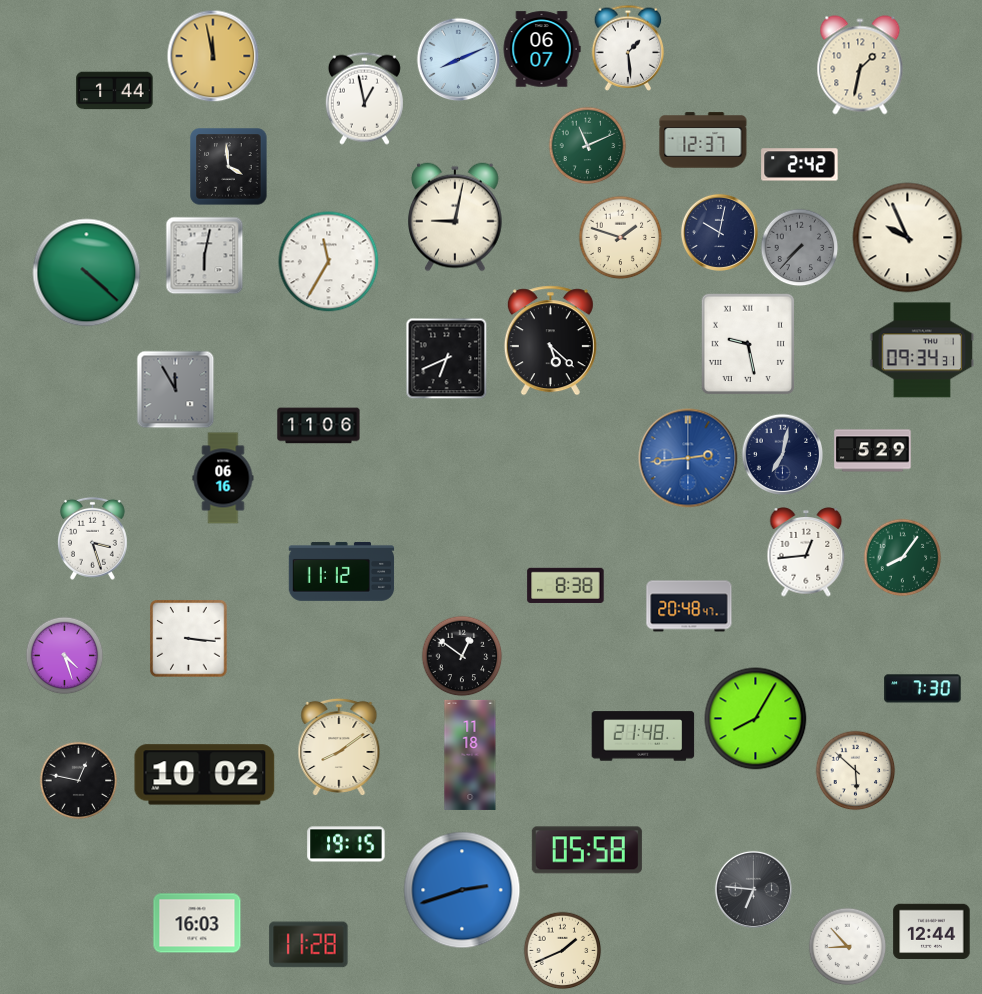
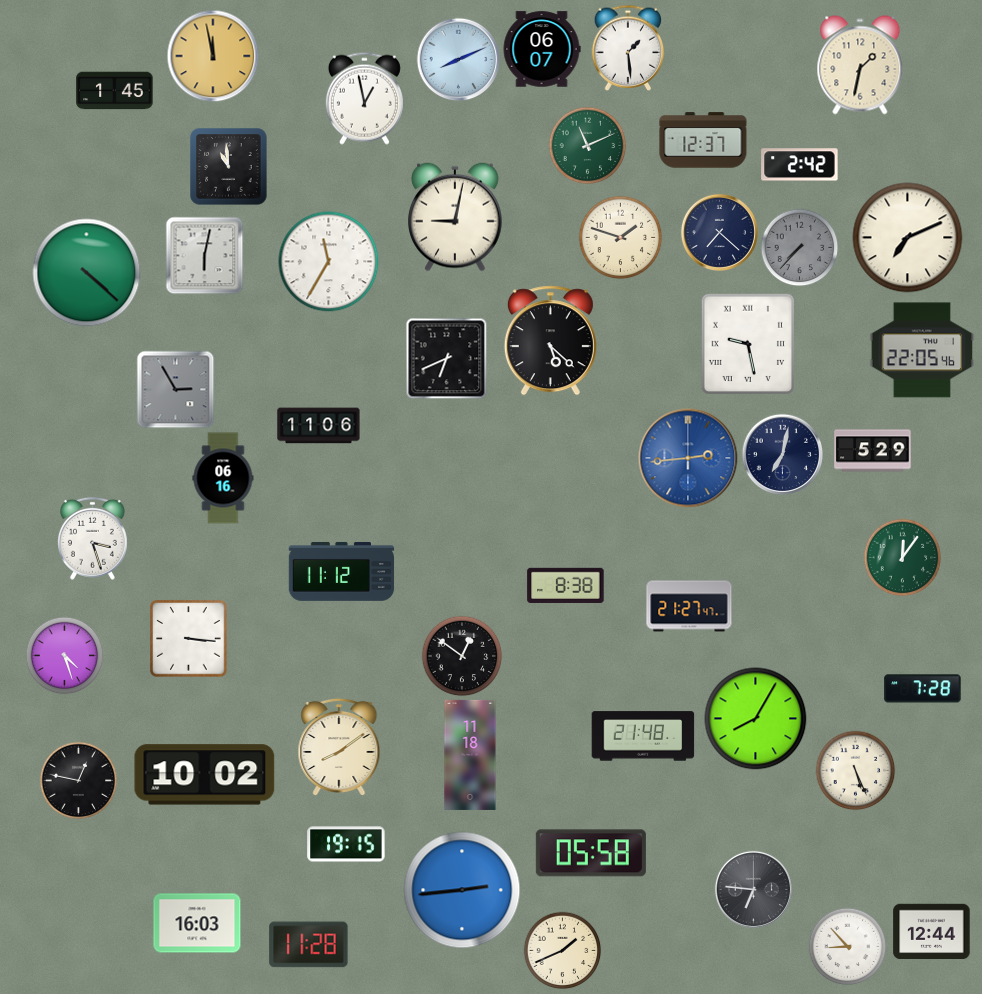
clock at (115, 91): 1:44 -> 1:45
clock at (229, 167): 3:59 -> 10:59
clock at (719, 232): 10:02 -> 7:22
clock at (908, 238): 9:56 -> 7:11
clock at (922, 350): 09:34 -> 22:05
clock at (175, 389): 11:55 -> 2:55
clock at (806, 552): 12:44 -> none
clock at (902, 557): 8:06 -> 12:06
clock at (689, 606): 20:48 -> 21:27
clock at (923, 689): 7:30 -> 7:28
clock at (855, 770): 5:52 -> 5:26
clock at (587, 850) position: (587, 850) -> (591, 853)
clock at (462, 890): 2:42 -> 2:44
